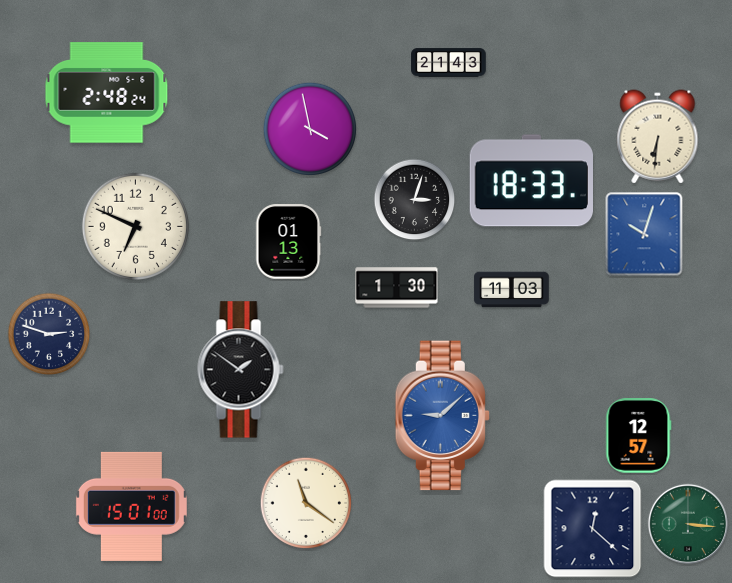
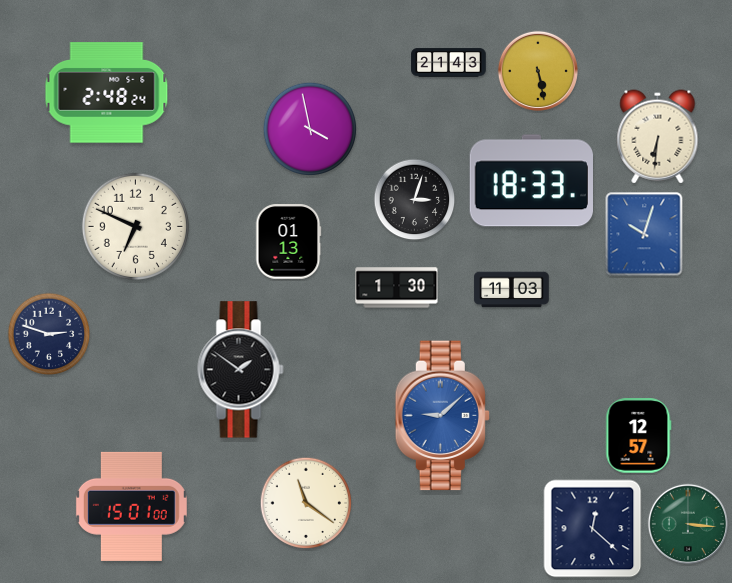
clock at (538, 71): none -> 5:28
